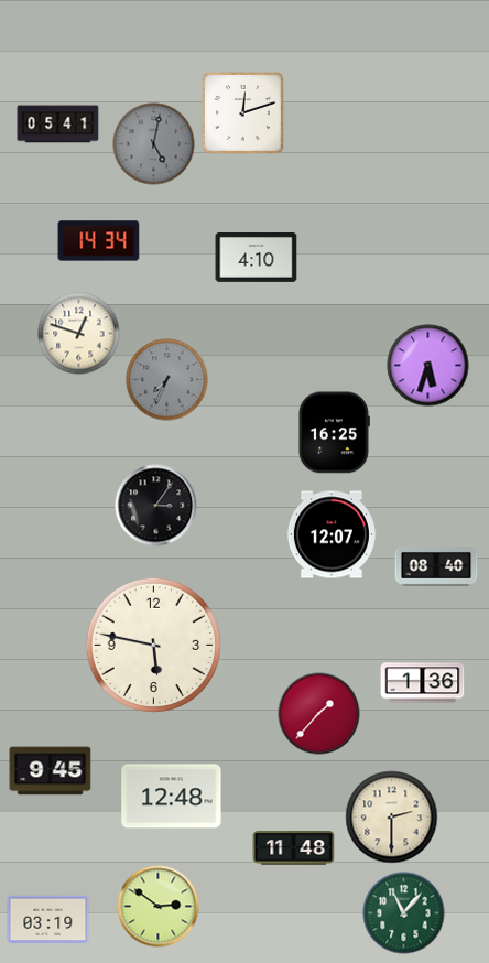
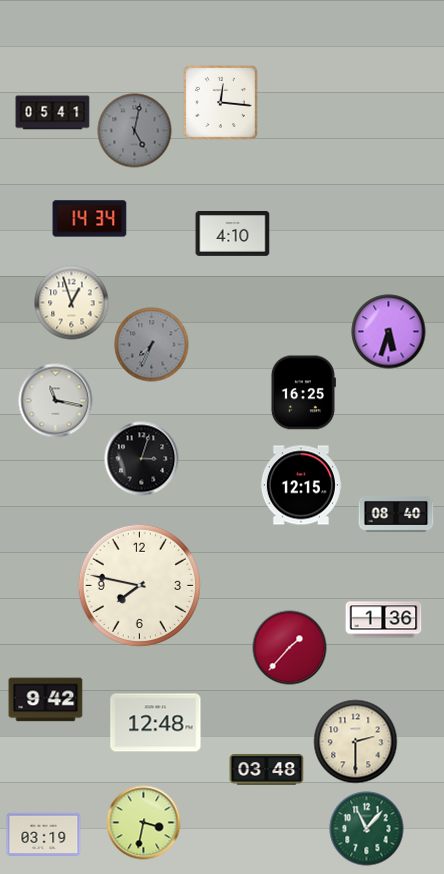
clock at (242, 112): 12:12 -> 12:16
clock at (154, 144) position: (154, 144) -> (135, 131)
clock at (79, 334): 12:48 -> 12:57
clock at (56, 401): none -> 11:17
clock at (156, 506): 3:06 -> 3:03
clock at (332, 534): 12:07 -> 12:15
clock at (153, 645): 5:47 -> 7:47
clock at (51, 771): 9:45 -> 9:42
clock at (294, 848): 11:48 -> 03:48
clock at (159, 907): 2:51 -> 3:32
